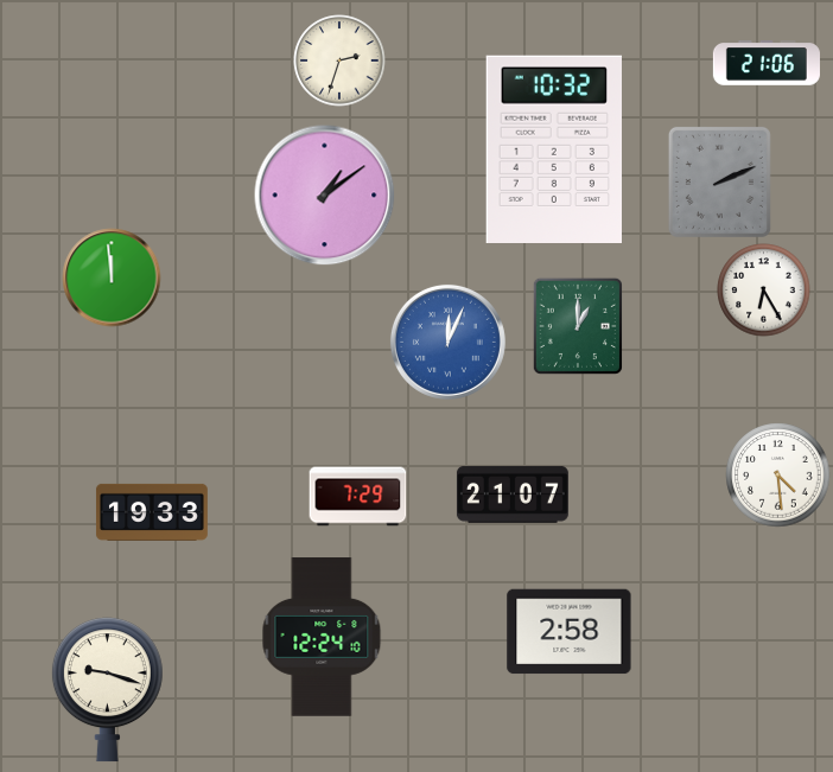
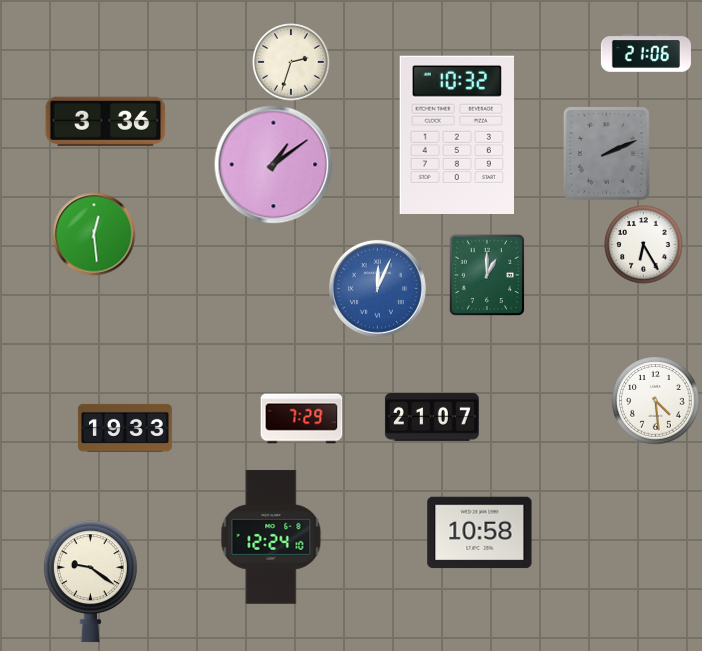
clock at (339, 60) position: (339, 60) -> (291, 62)
clock at (106, 122): none -> 3:36
clock at (553, 148) position: (553, 148) -> (456, 134)
clock at (112, 277): 11:59 -> 12:29
clock at (152, 512) position: (152, 512) -> (125, 428)
clock at (570, 632): 2:58 -> 10:58
clock at (107, 690): 9:18 -> 9:21
